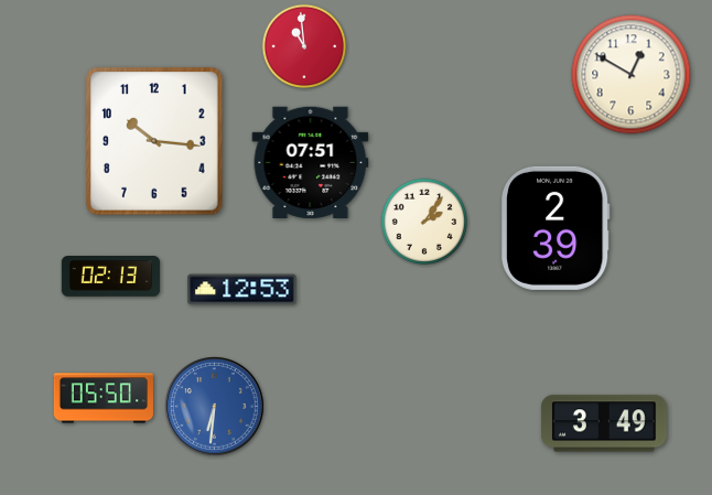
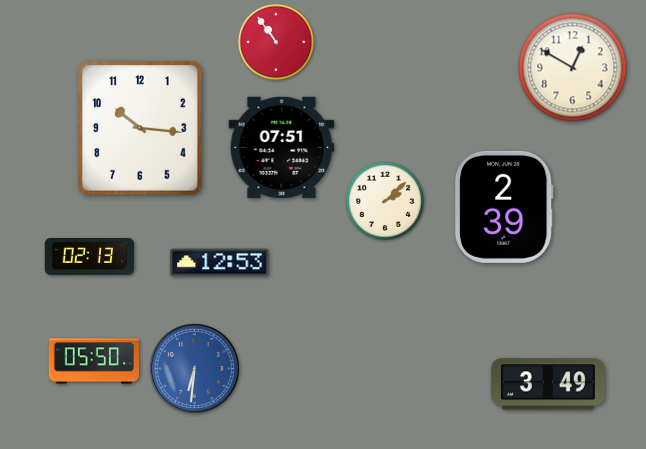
clock at (304, 46): 10:59 -> 10:54
clock at (424, 222): 2:06 -> 2:08
clock at (111, 277) position: (111, 277) -> (90, 257)
